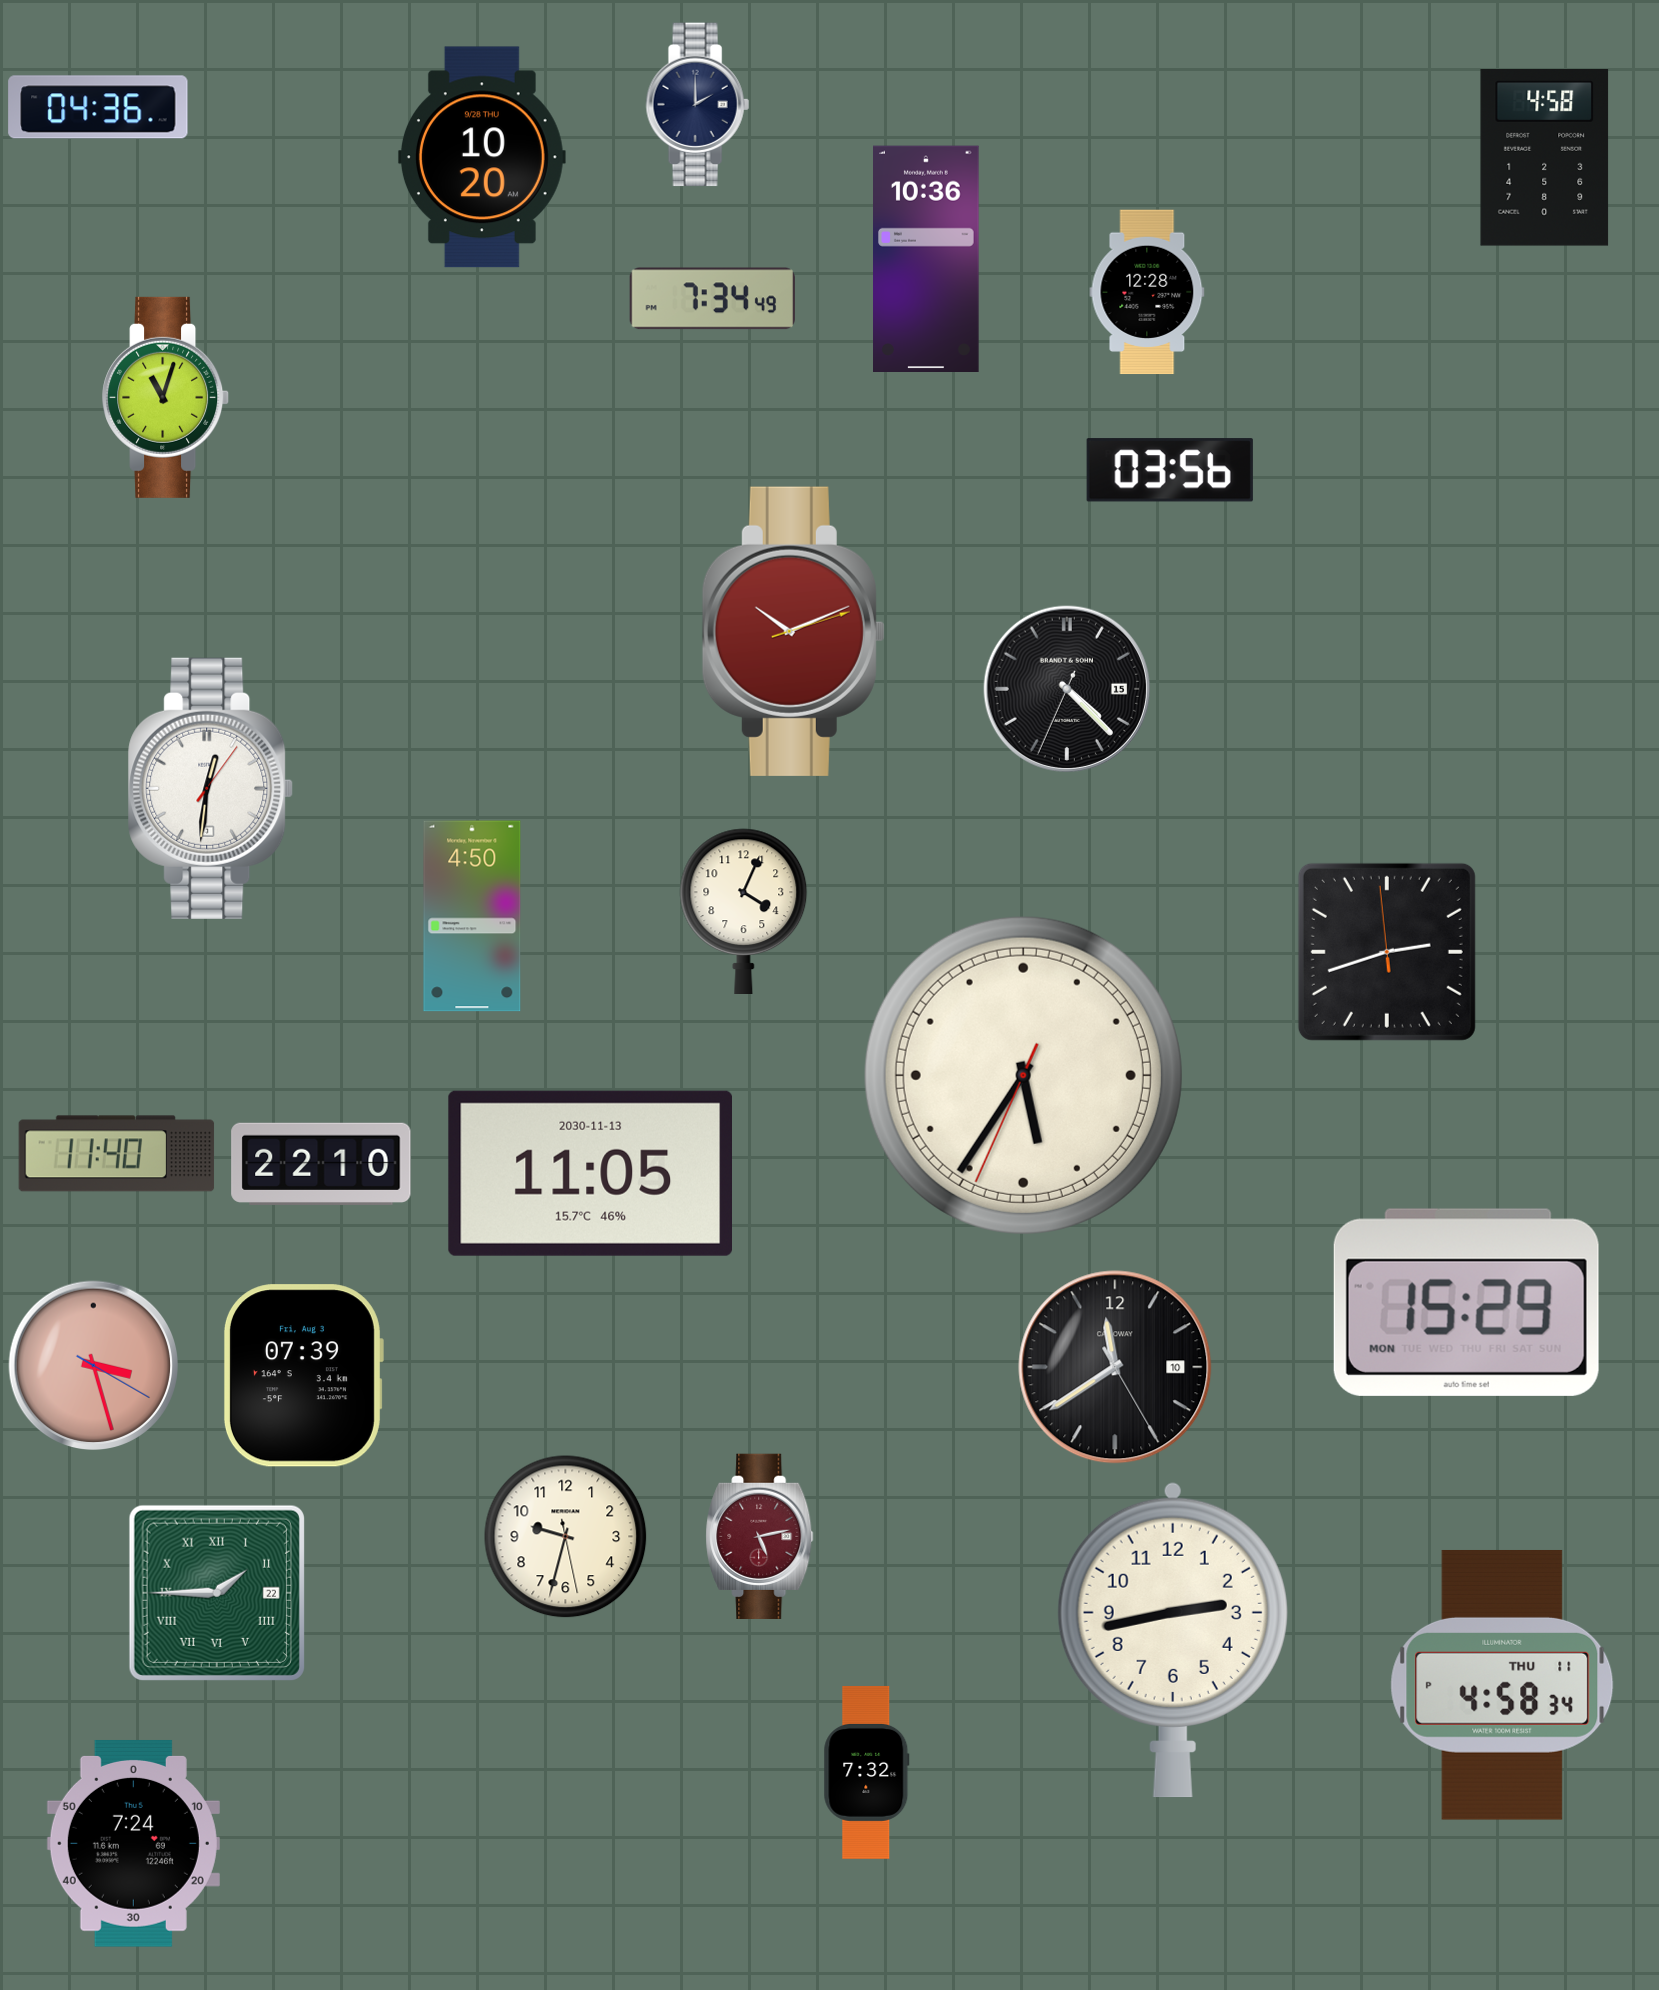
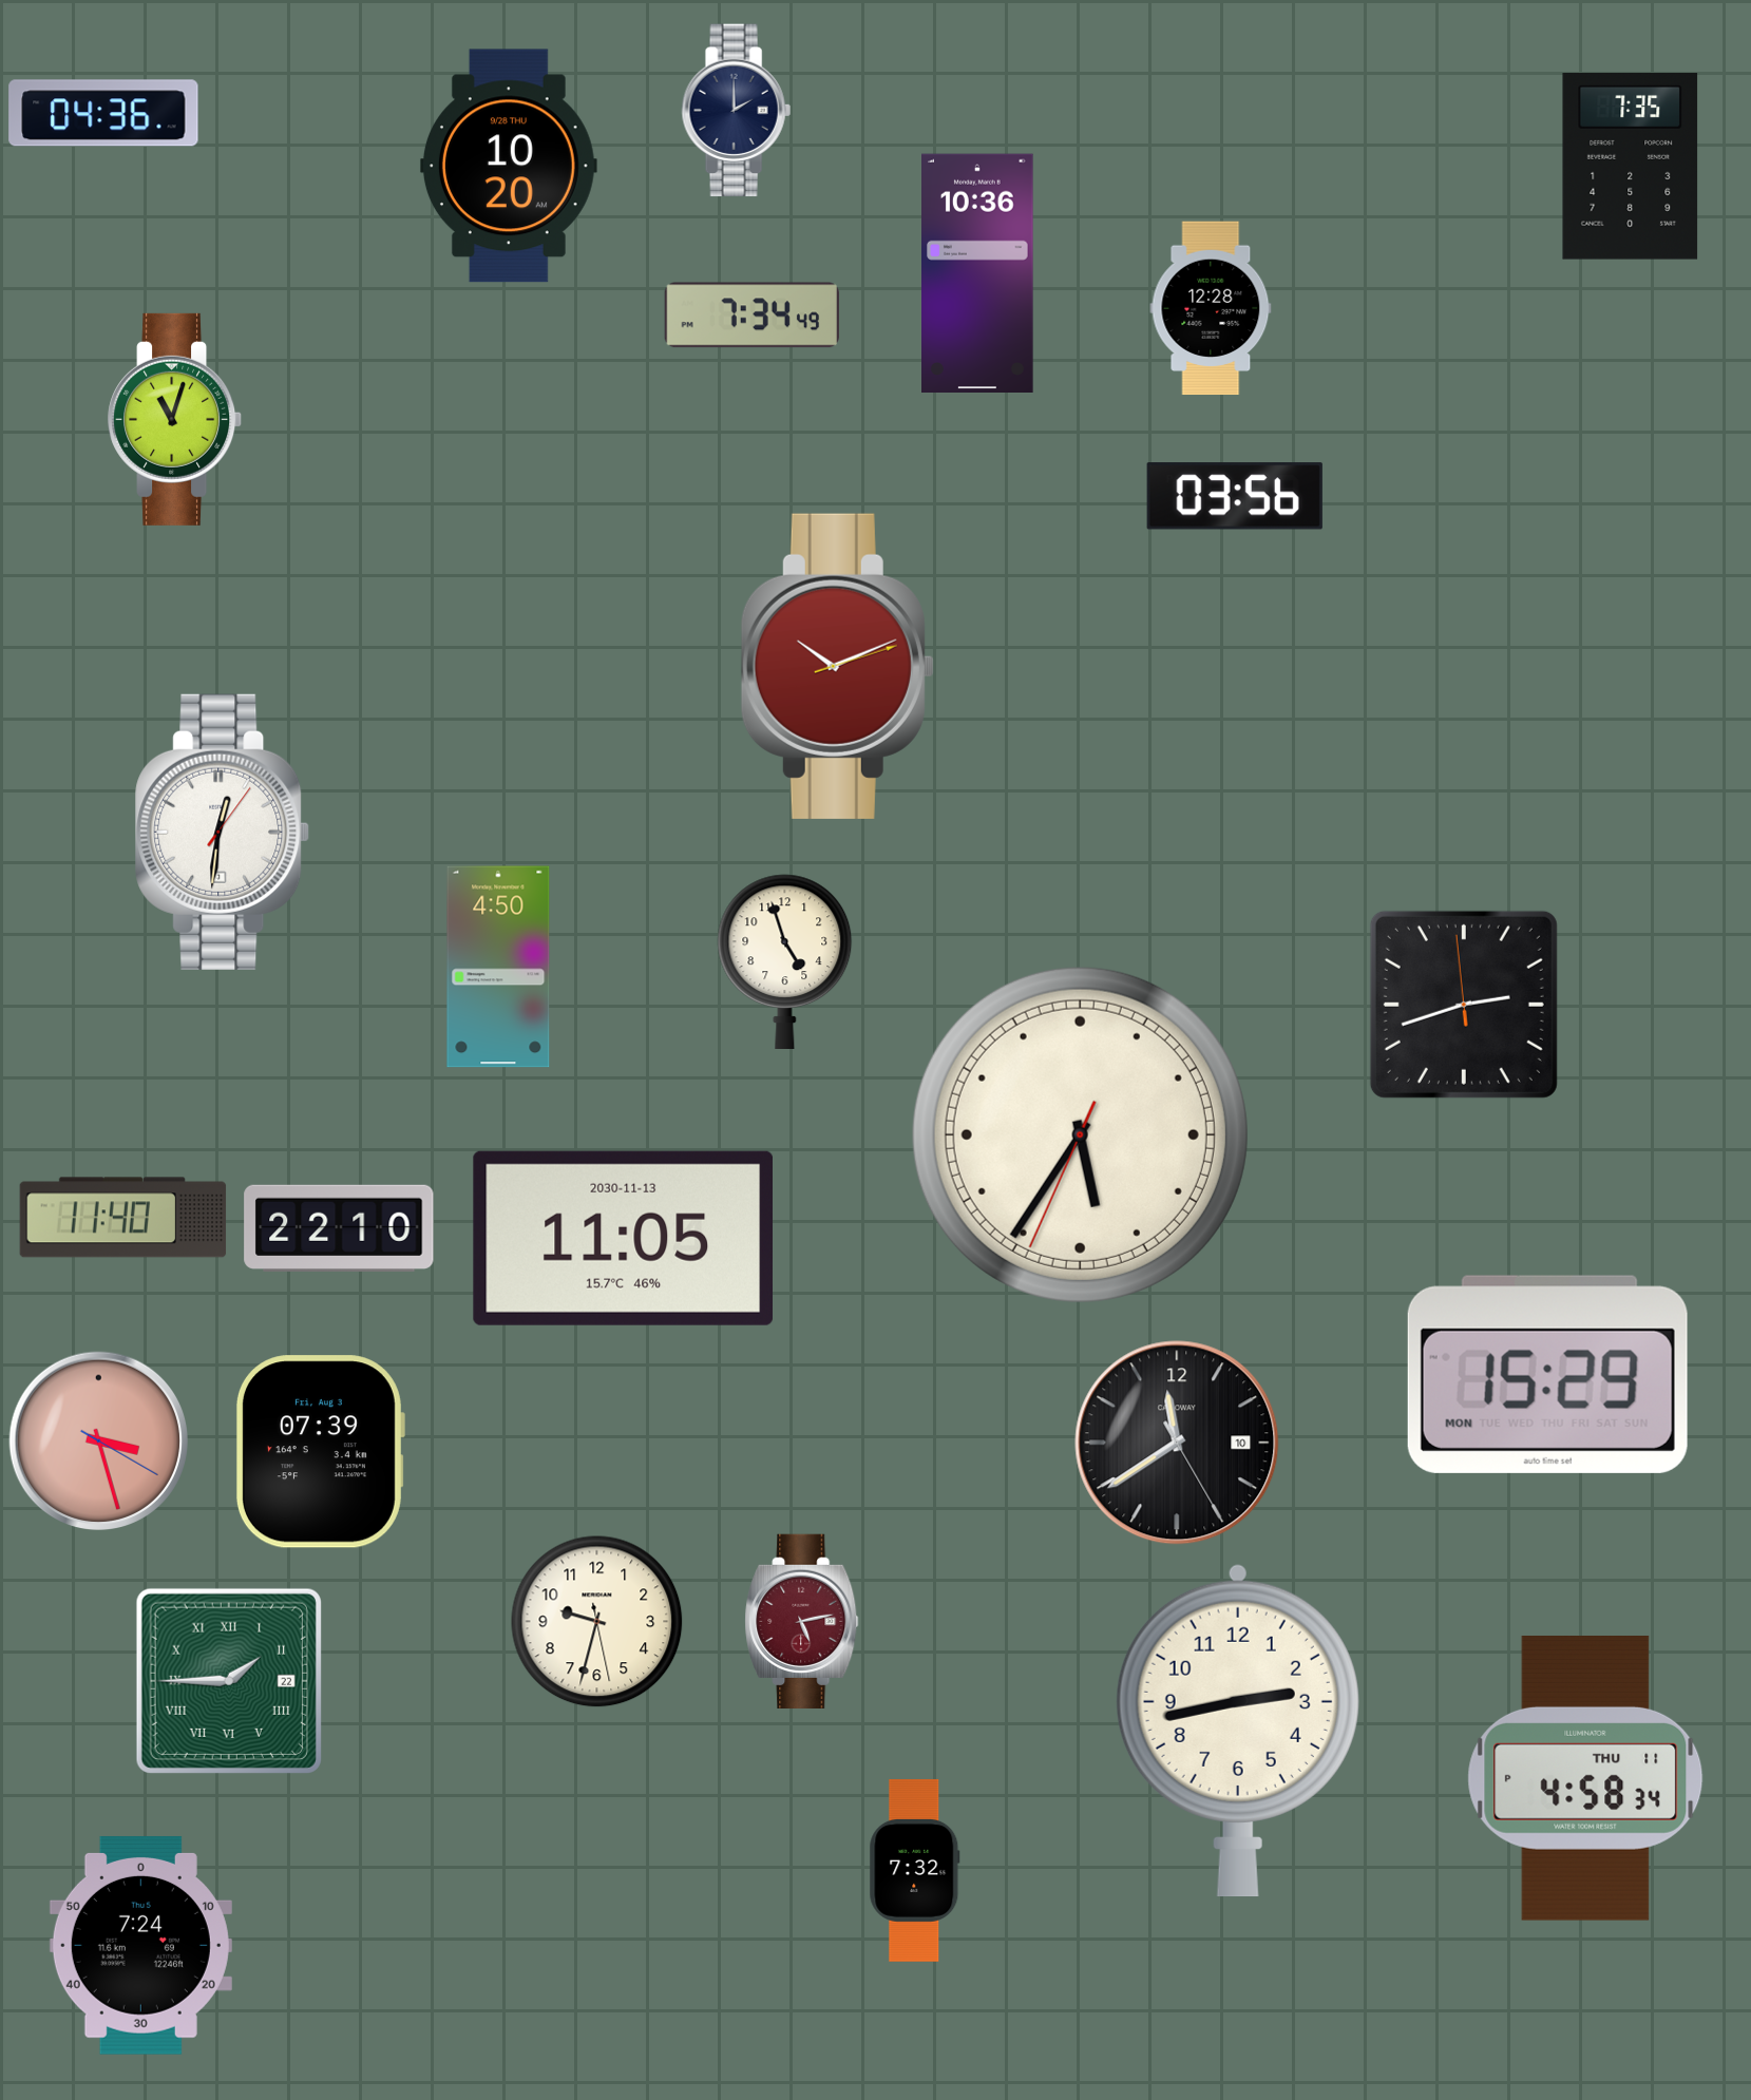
clock at (1545, 158): 4:58 -> 7:35
clock at (1067, 689): 4:22 -> none
clock at (744, 911): 4:04 -> 4:57
